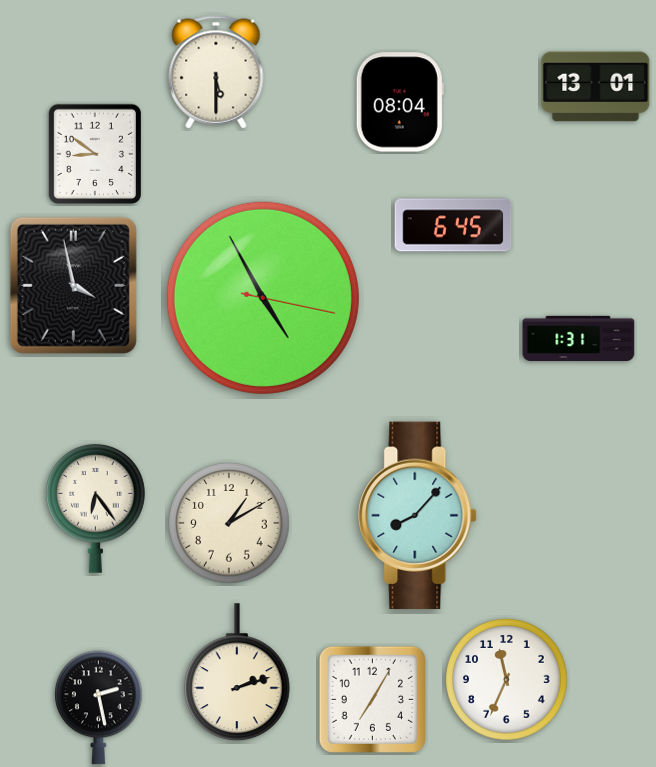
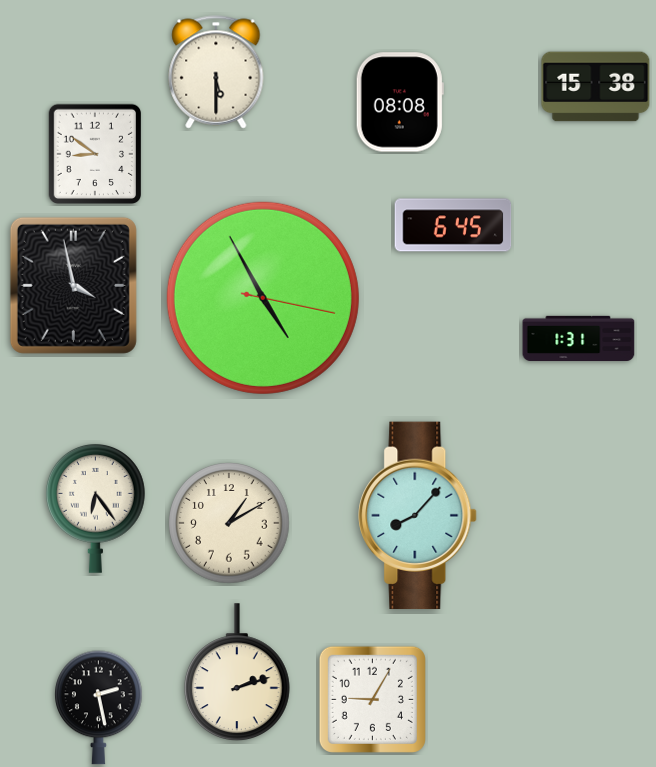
clock at (596, 87): 13:01 -> 15:38
clock at (400, 102): 08:04 -> 08:08
clock at (507, 680): 11:34 -> none
clock at (372, 699): 7:05 -> 9:05
